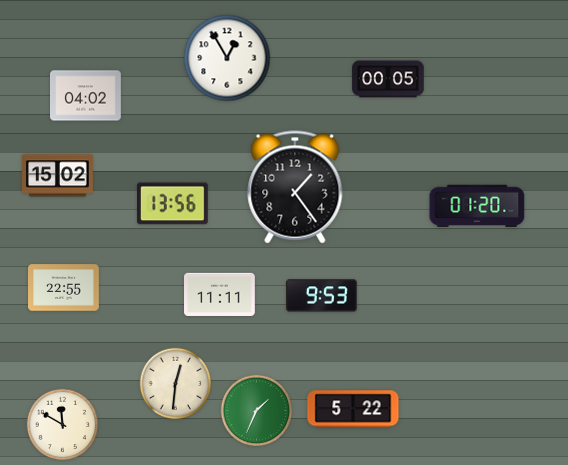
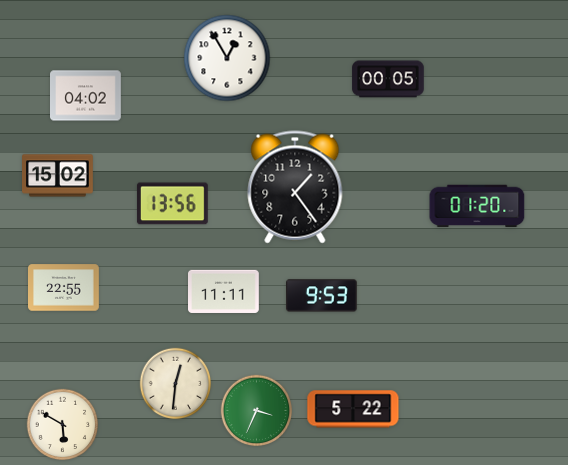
clock at (220, 294) position: (220, 294) -> (224, 291)
clock at (257, 411): 1:34 -> 3:34
clock at (63, 425): 11:50 -> 5:50
